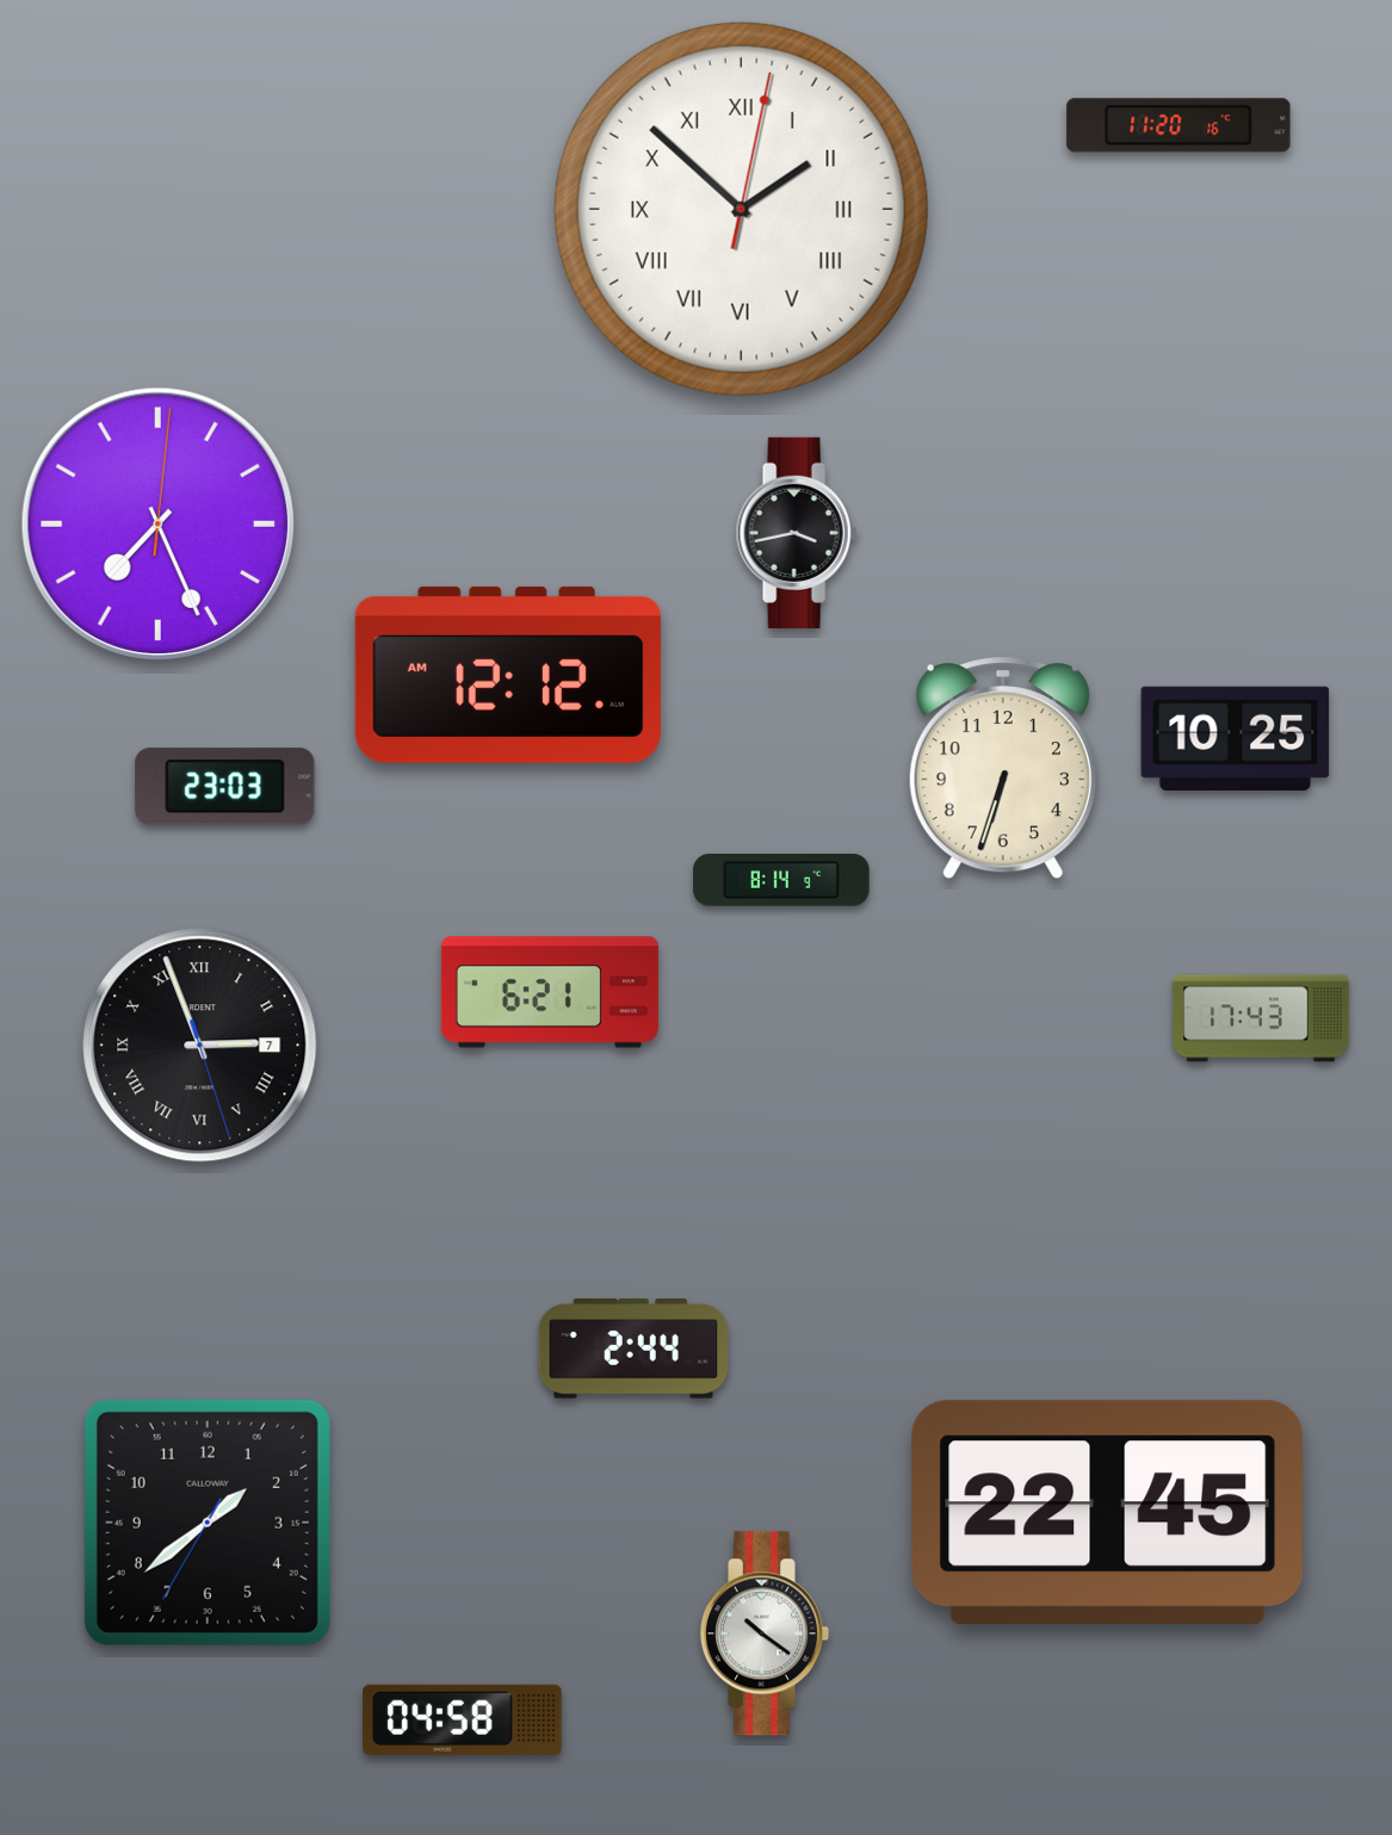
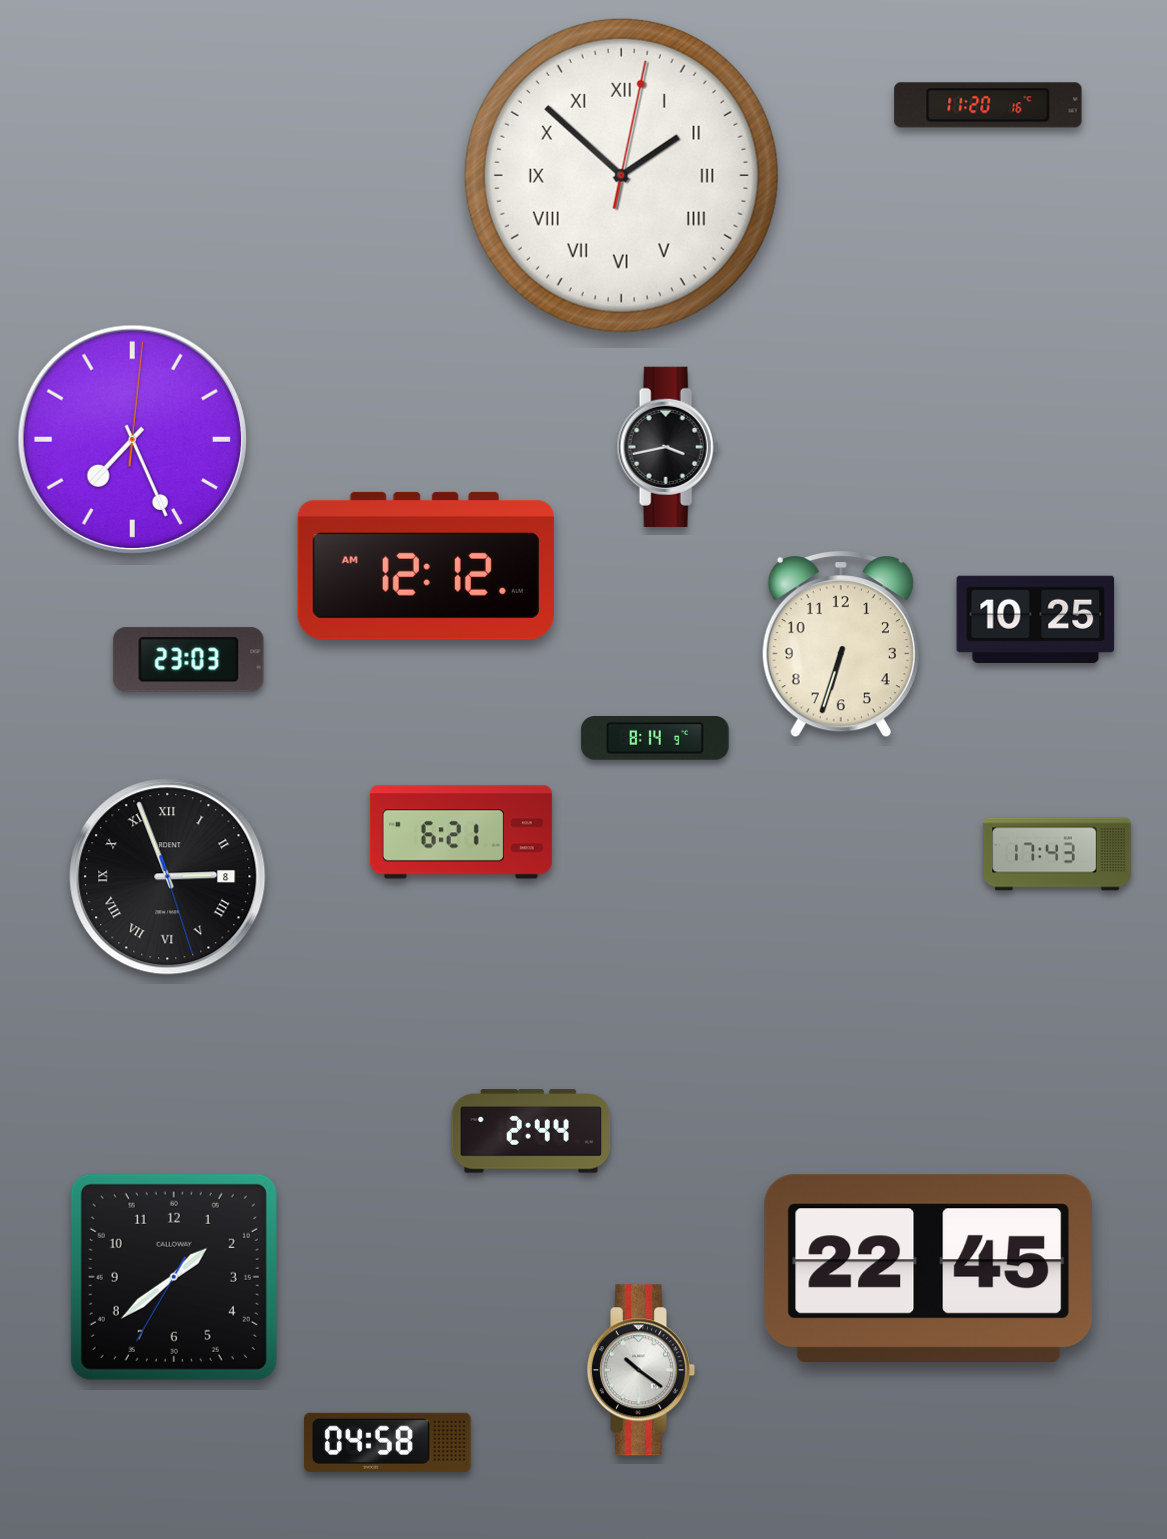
clock at (200, 1046) date: 7 -> 8
